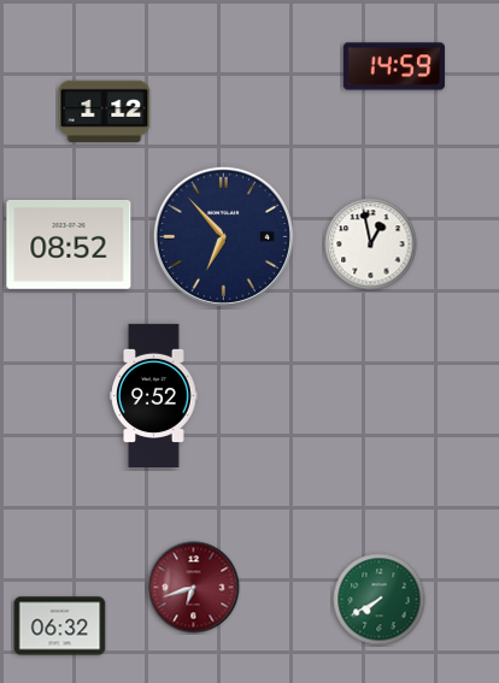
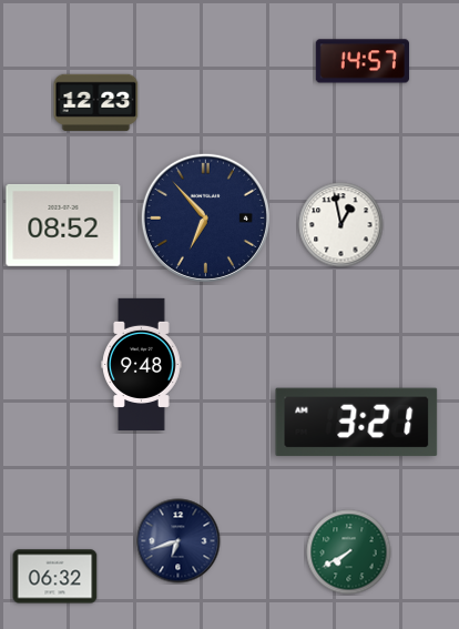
clock at (394, 66): 14:59 -> 14:57
clock at (105, 111): 1:12 -> 12:23
clock at (154, 395): 9:52 -> 9:48
clock at (357, 423): none -> 3:21
clock at (194, 588) dial: burgundy -> navy
